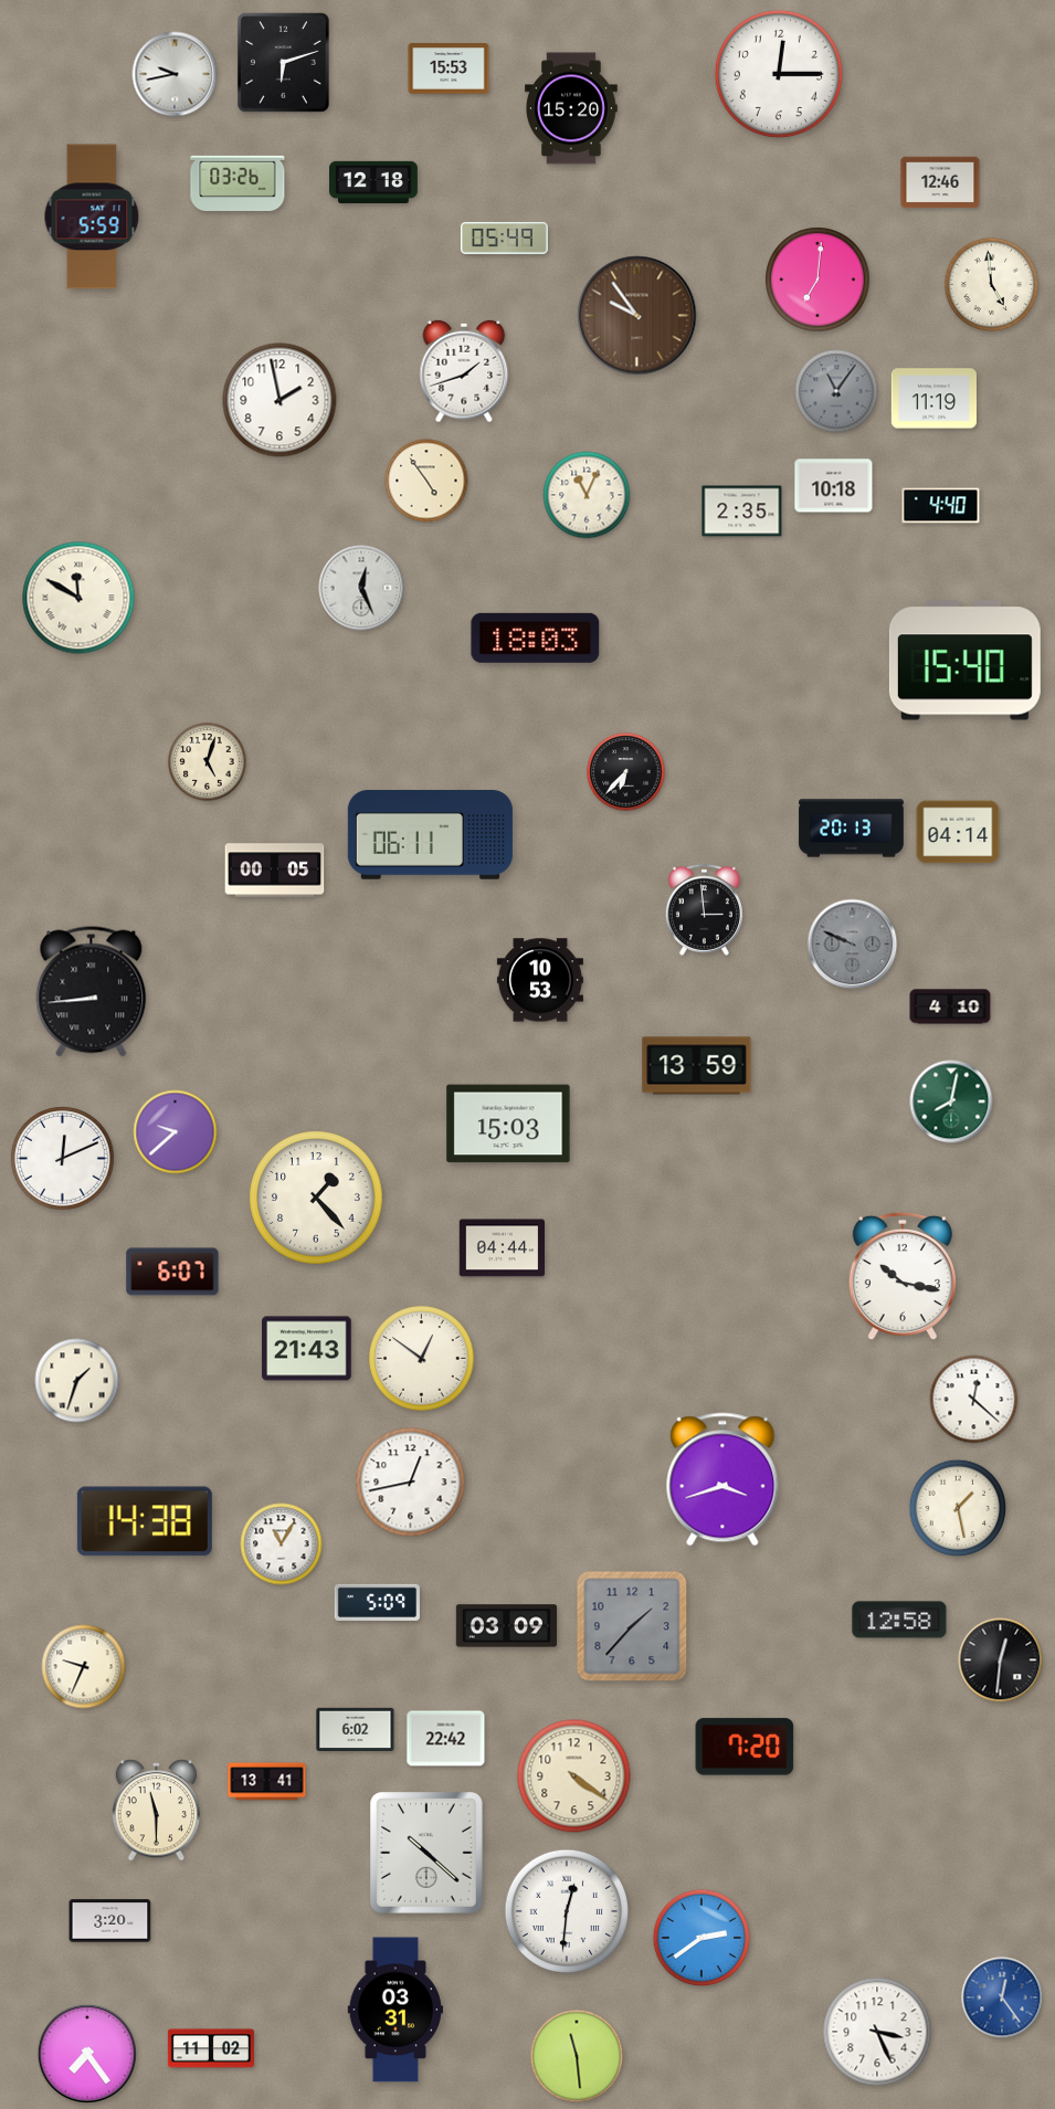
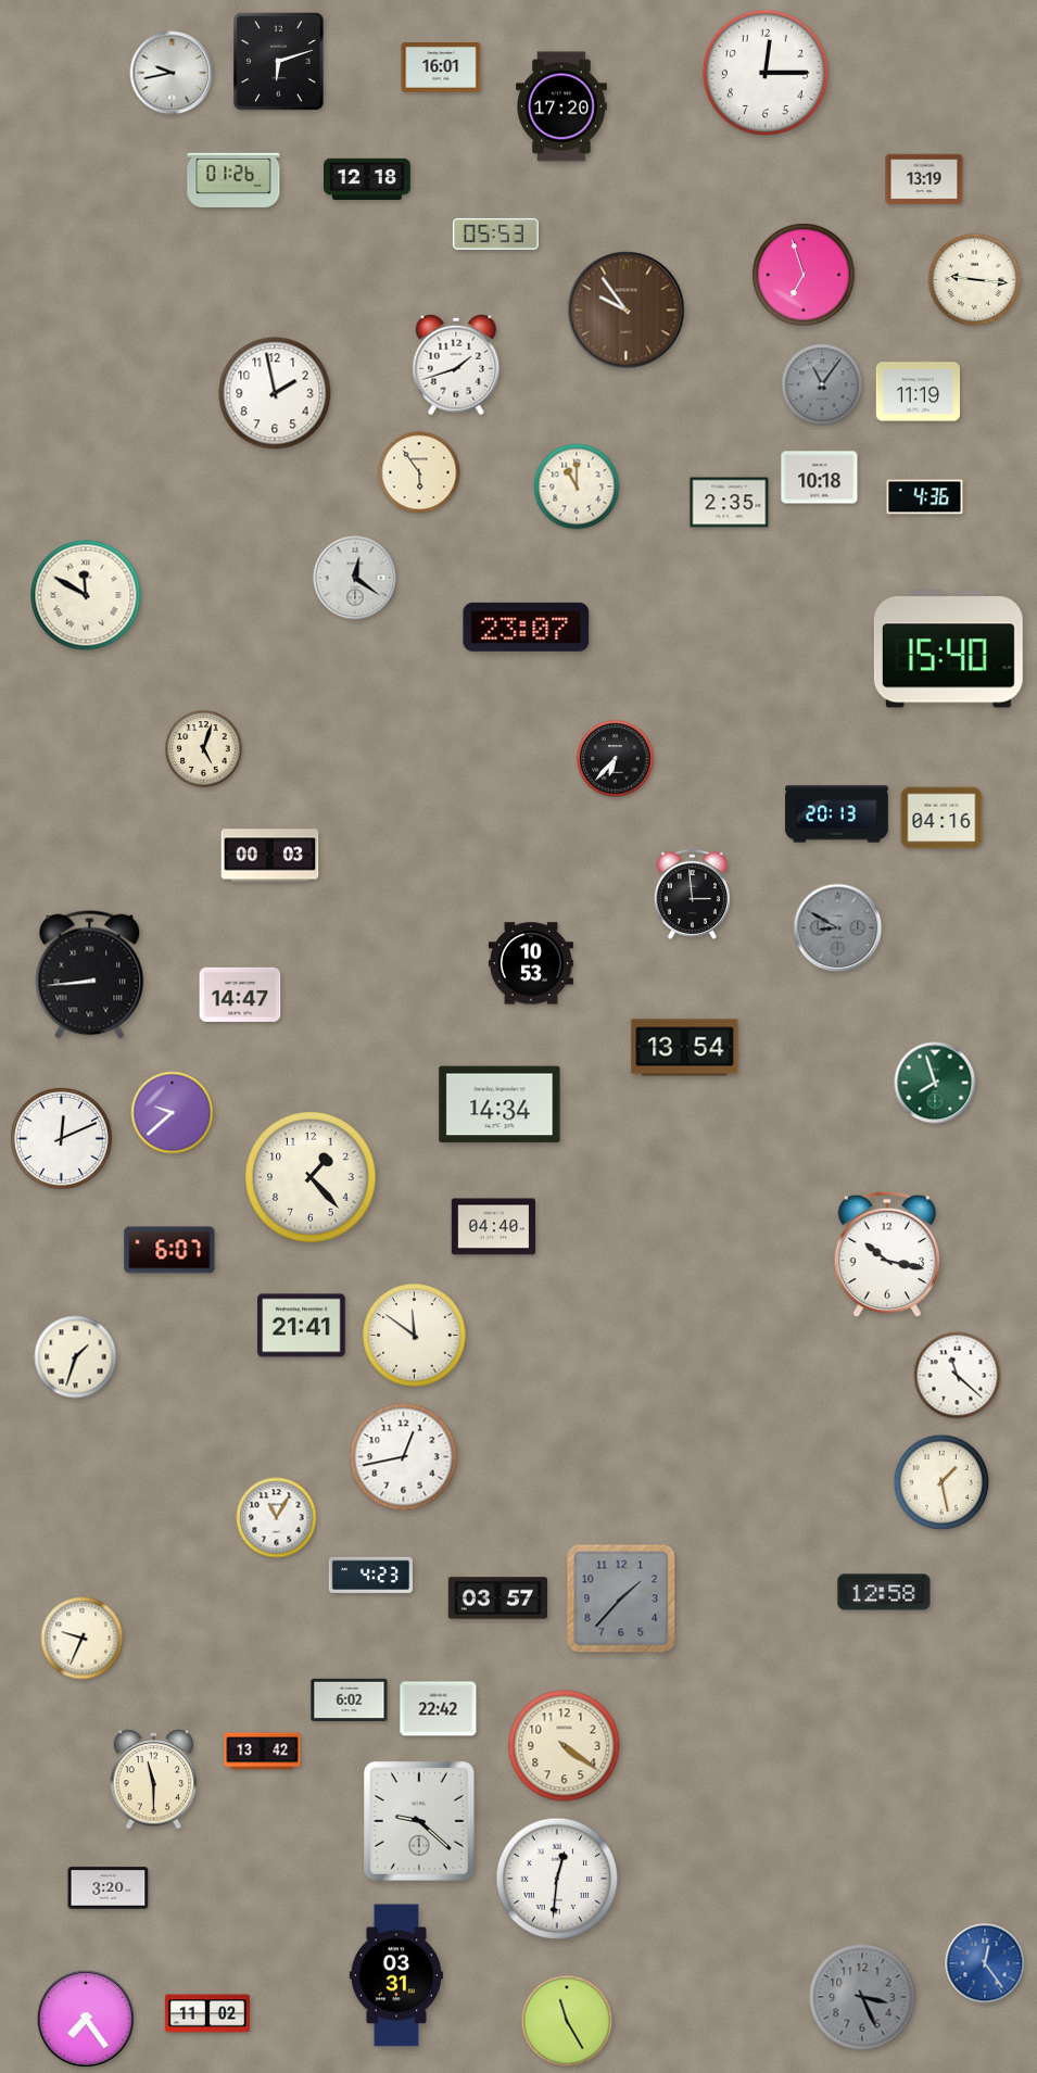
clock at (449, 70): 15:53 -> 16:01
clock at (572, 108): 15:20 -> 17:20
clock at (940, 182): 12:46 -> 13:19
clock at (238, 183): 03:26 -> 01:26
clock at (92, 217): 5:59 -> none
clock at (504, 238): 05:49 -> 05:53
clock at (817, 280): 7:01 -> 6:57
clock at (992, 285): 4:59 -> 9:16
clock at (426, 481): 4:54 -> 5:54
clock at (587, 495): 11:04 -> 11:00
clock at (941, 506): 4:40 -> 4:36
clock at (361, 588): 12:26 -> 12:21
clock at (78, 598) position: (78, 598) -> (86, 595)
clock at (536, 637): 18:03 -> 23:07
clock at (958, 832): 04:14 -> 04:16
clock at (430, 835): 06:11 -> none
clock at (275, 871): 00:05 -> 00:03
clock at (853, 945): 9:49 -> 8:50
clock at (950, 1006): 4:10 -> none
clock at (240, 995): none -> 14:47
clock at (697, 1066): 13:59 -> 13:54
clock at (951, 1101): 8:02 -> 7:57
clock at (508, 1124): 15:03 -> 14:34
clock at (502, 1248): 04:44 -> 04:40
clock at (307, 1349): 21:43 -> 21:41
clock at (422, 1359): 12:51 -> 11:51
clock at (974, 1400): 12:22 -> 11:22
clock at (722, 1479): 3:42 -> none
clock at (145, 1521): 14:38 -> none
clock at (377, 1602): 5:09 -> 4:23
clock at (507, 1626): 03:09 -> 03:57
clock at (1001, 1660): 12:31 -> none
clock at (745, 1747): 7:20 -> none
clock at (267, 1782): 13:41 -> 13:42
clock at (428, 1853): 10:22 -> 9:22
clock at (701, 1938): 2:39 -> none
clock at (395, 2010) position: (395, 2010) -> (396, 1975)
clock at (877, 2032) dial: white -> grey
clock at (577, 2056): 11:29 -> 11:25
